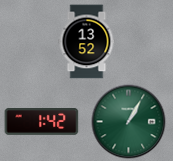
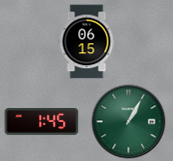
clock at (87, 42): 13:52 -> 06:15
clock at (42, 122): 1:42 -> 1:45
